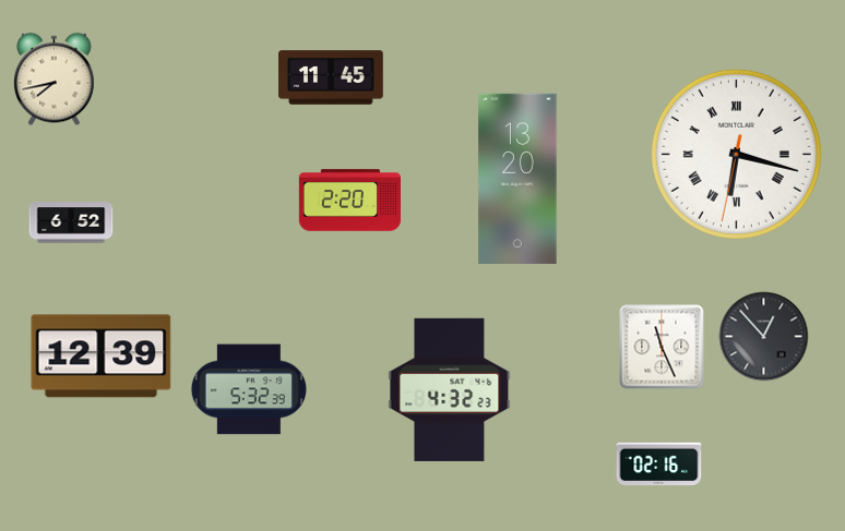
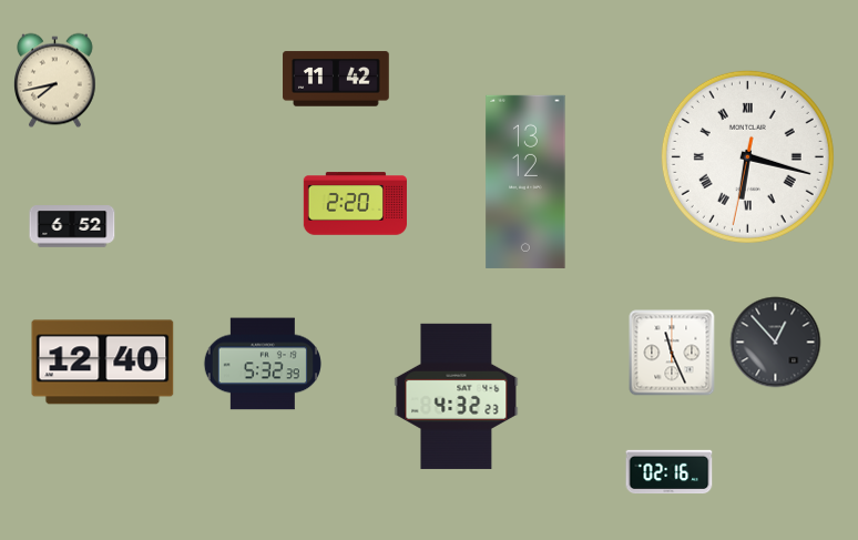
clock at (331, 77): 11:45 -> 11:42
clock at (517, 179): 13:20 -> 13:12
clock at (102, 357): 12:39 -> 12:40
clock at (249, 389) position: (249, 389) -> (263, 364)
